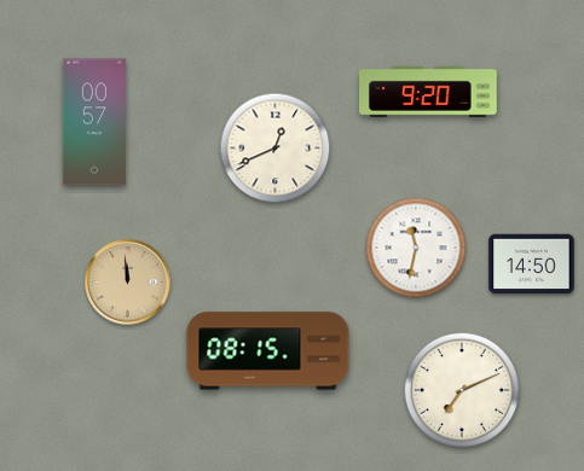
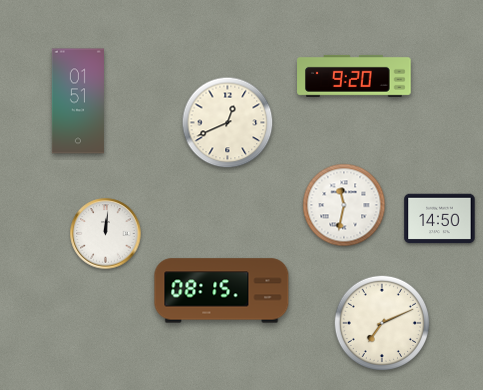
clock at (94, 122): 00:57 -> 01:51
clock at (128, 283): 11:59 -> 12:01
clock at (128, 283) dial: champagne -> white
